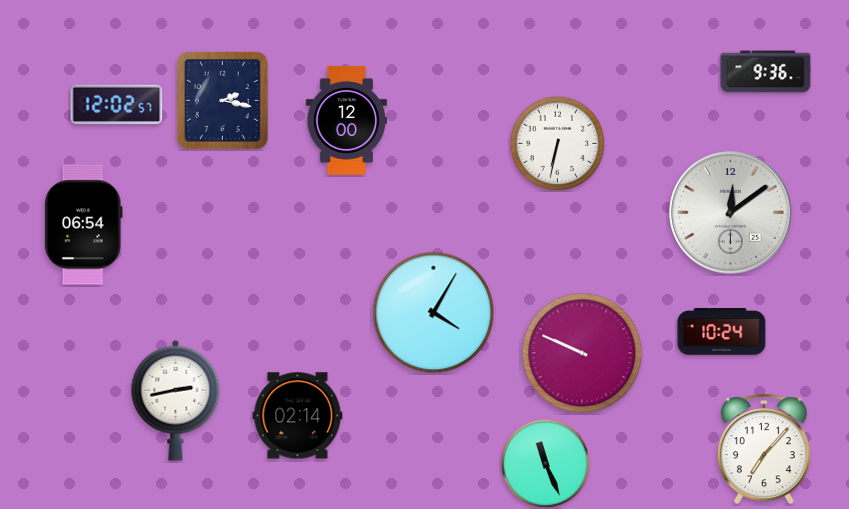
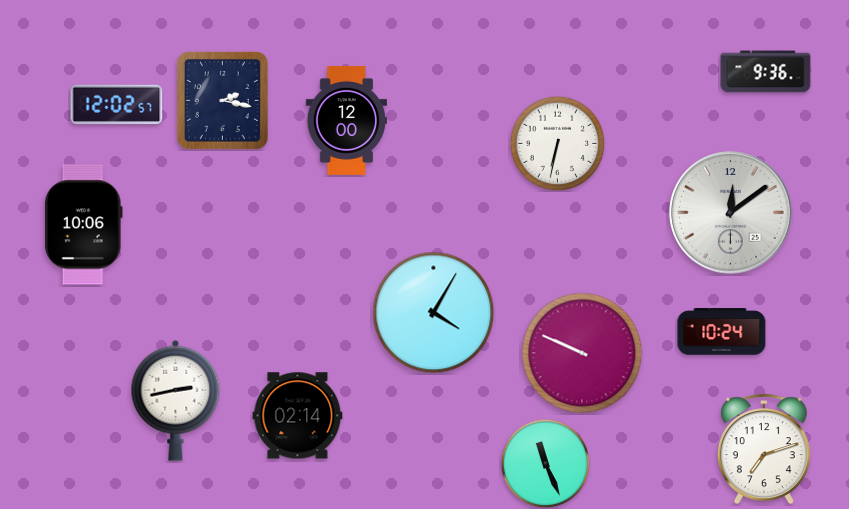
clock at (83, 225): 06:54 -> 10:06
clock at (764, 449): 7:07 -> 7:12
